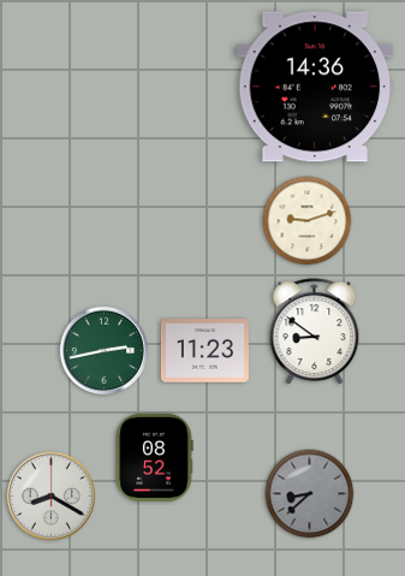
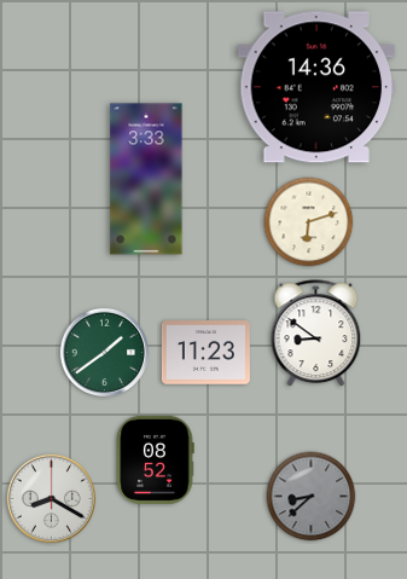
clock at (146, 179): none -> 3:33
clock at (308, 221): 9:12 -> 6:12
clock at (103, 350): 2:43 -> 1:39
